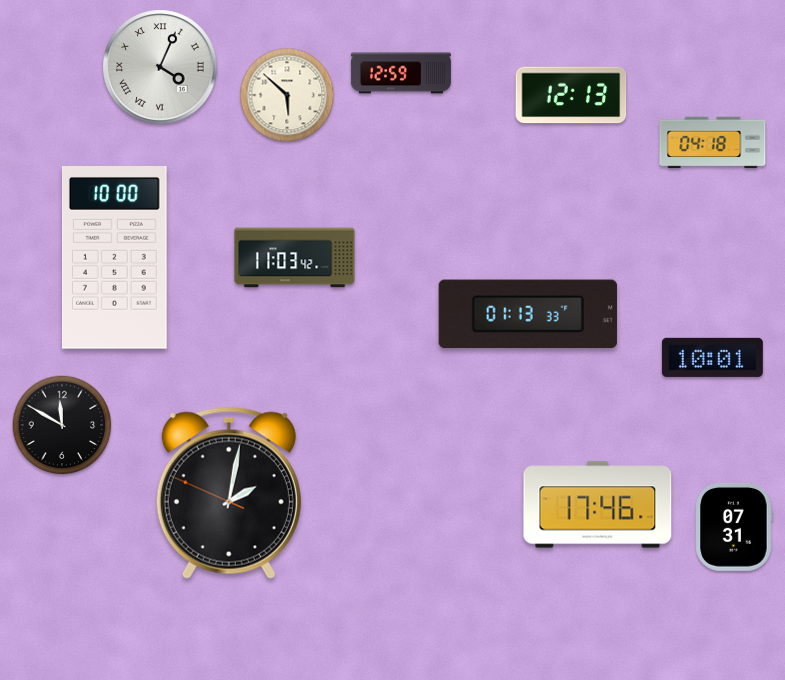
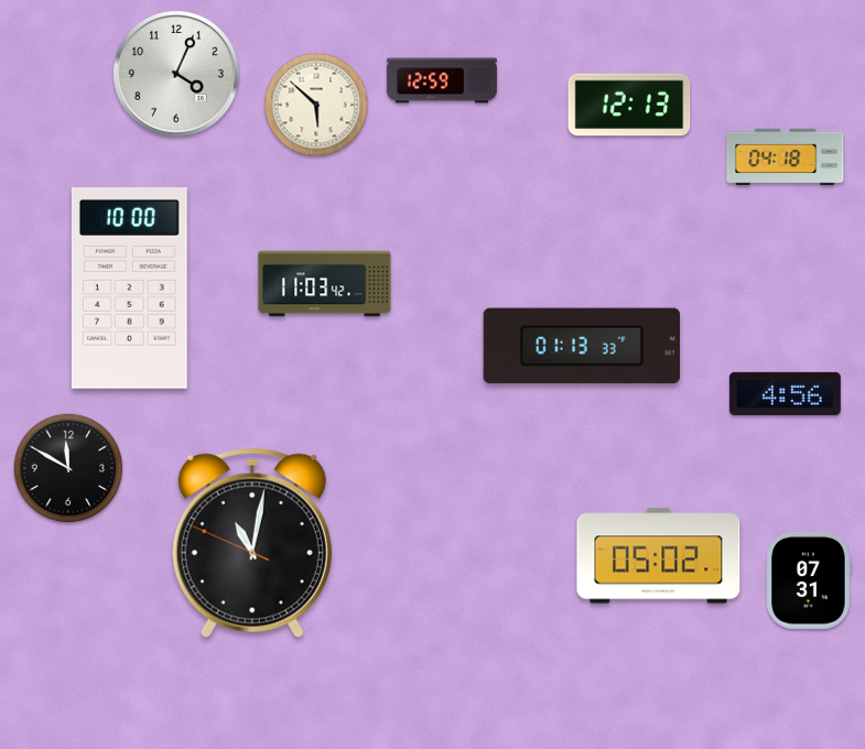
clock at (160, 67) numerals: Roman -> Arabic
clock at (114, 258) position: (114, 258) -> (129, 289)
clock at (712, 357): 10:01 -> 4:56
clock at (229, 493): 2:01 -> 11:01
clock at (598, 505): 17:46 -> 05:02
